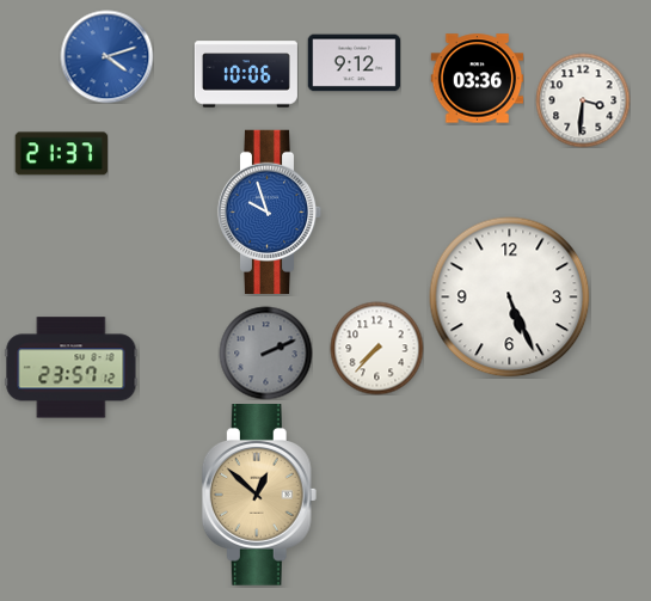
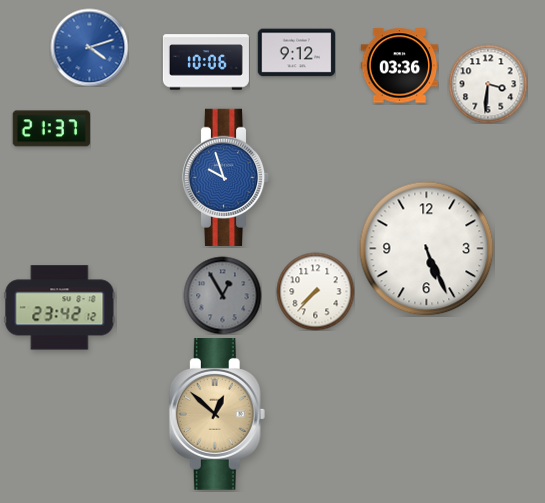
clock at (265, 352): 2:11 -> 12:55
clock at (72, 368): 23:57 -> 23:42
